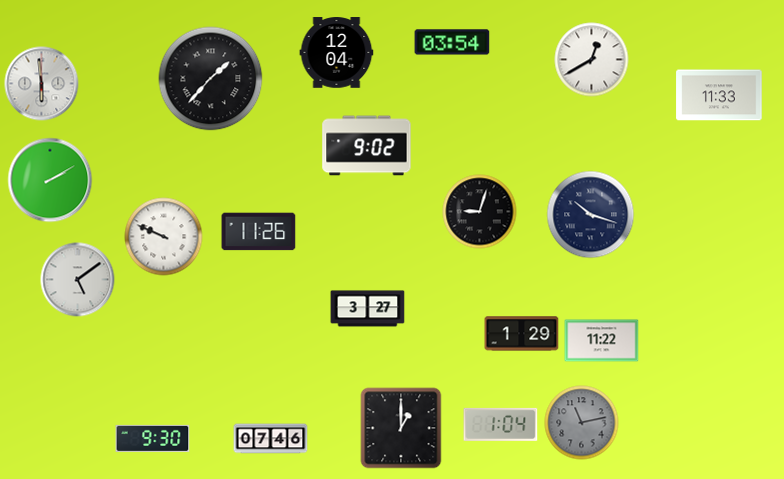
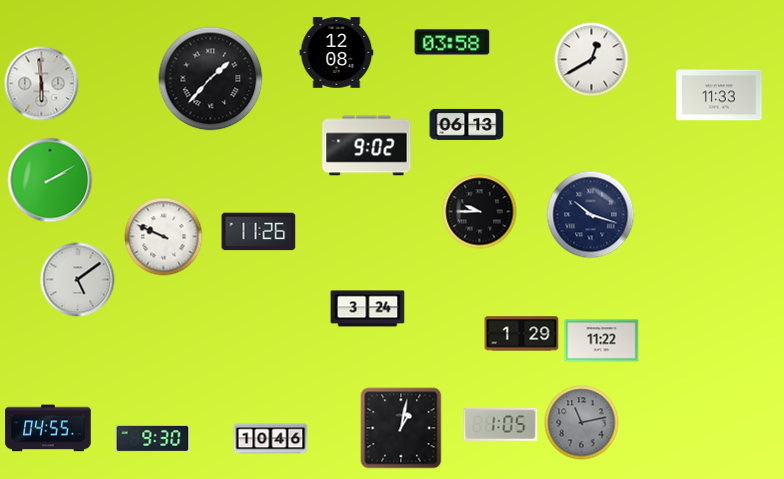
clock at (452, 42): 03:54 -> 03:58
clock at (337, 53): 12:04 -> 12:08
clock at (467, 124): none -> 06:13
clock at (480, 212): 9:03 -> 9:45
clock at (368, 309): 3:27 -> 3:24
clock at (501, 424): 1:04 -> 1:05
clock at (48, 428): none -> 04:55
clock at (401, 428): 1:00 -> 1:02
clock at (271, 439): 07:46 -> 10:46
